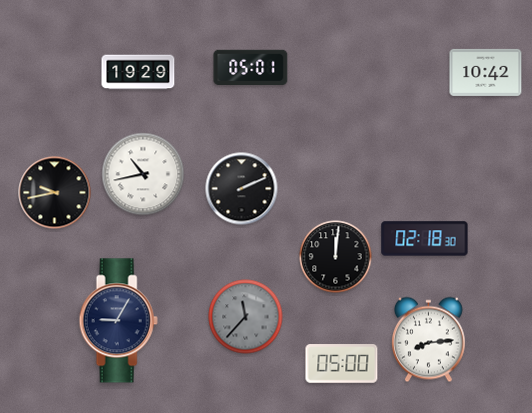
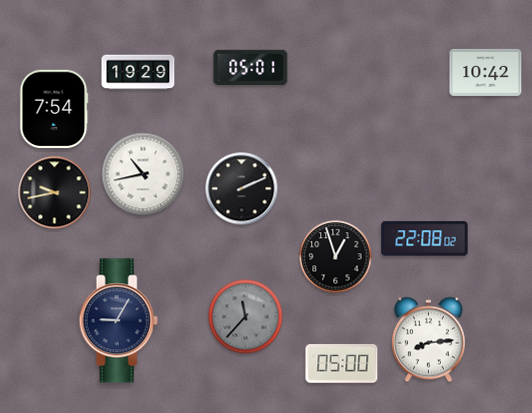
clock at (54, 109): none -> 7:54
clock at (425, 239): 02:18 -> 22:08
clock at (336, 257): 12:01 -> 12:57
